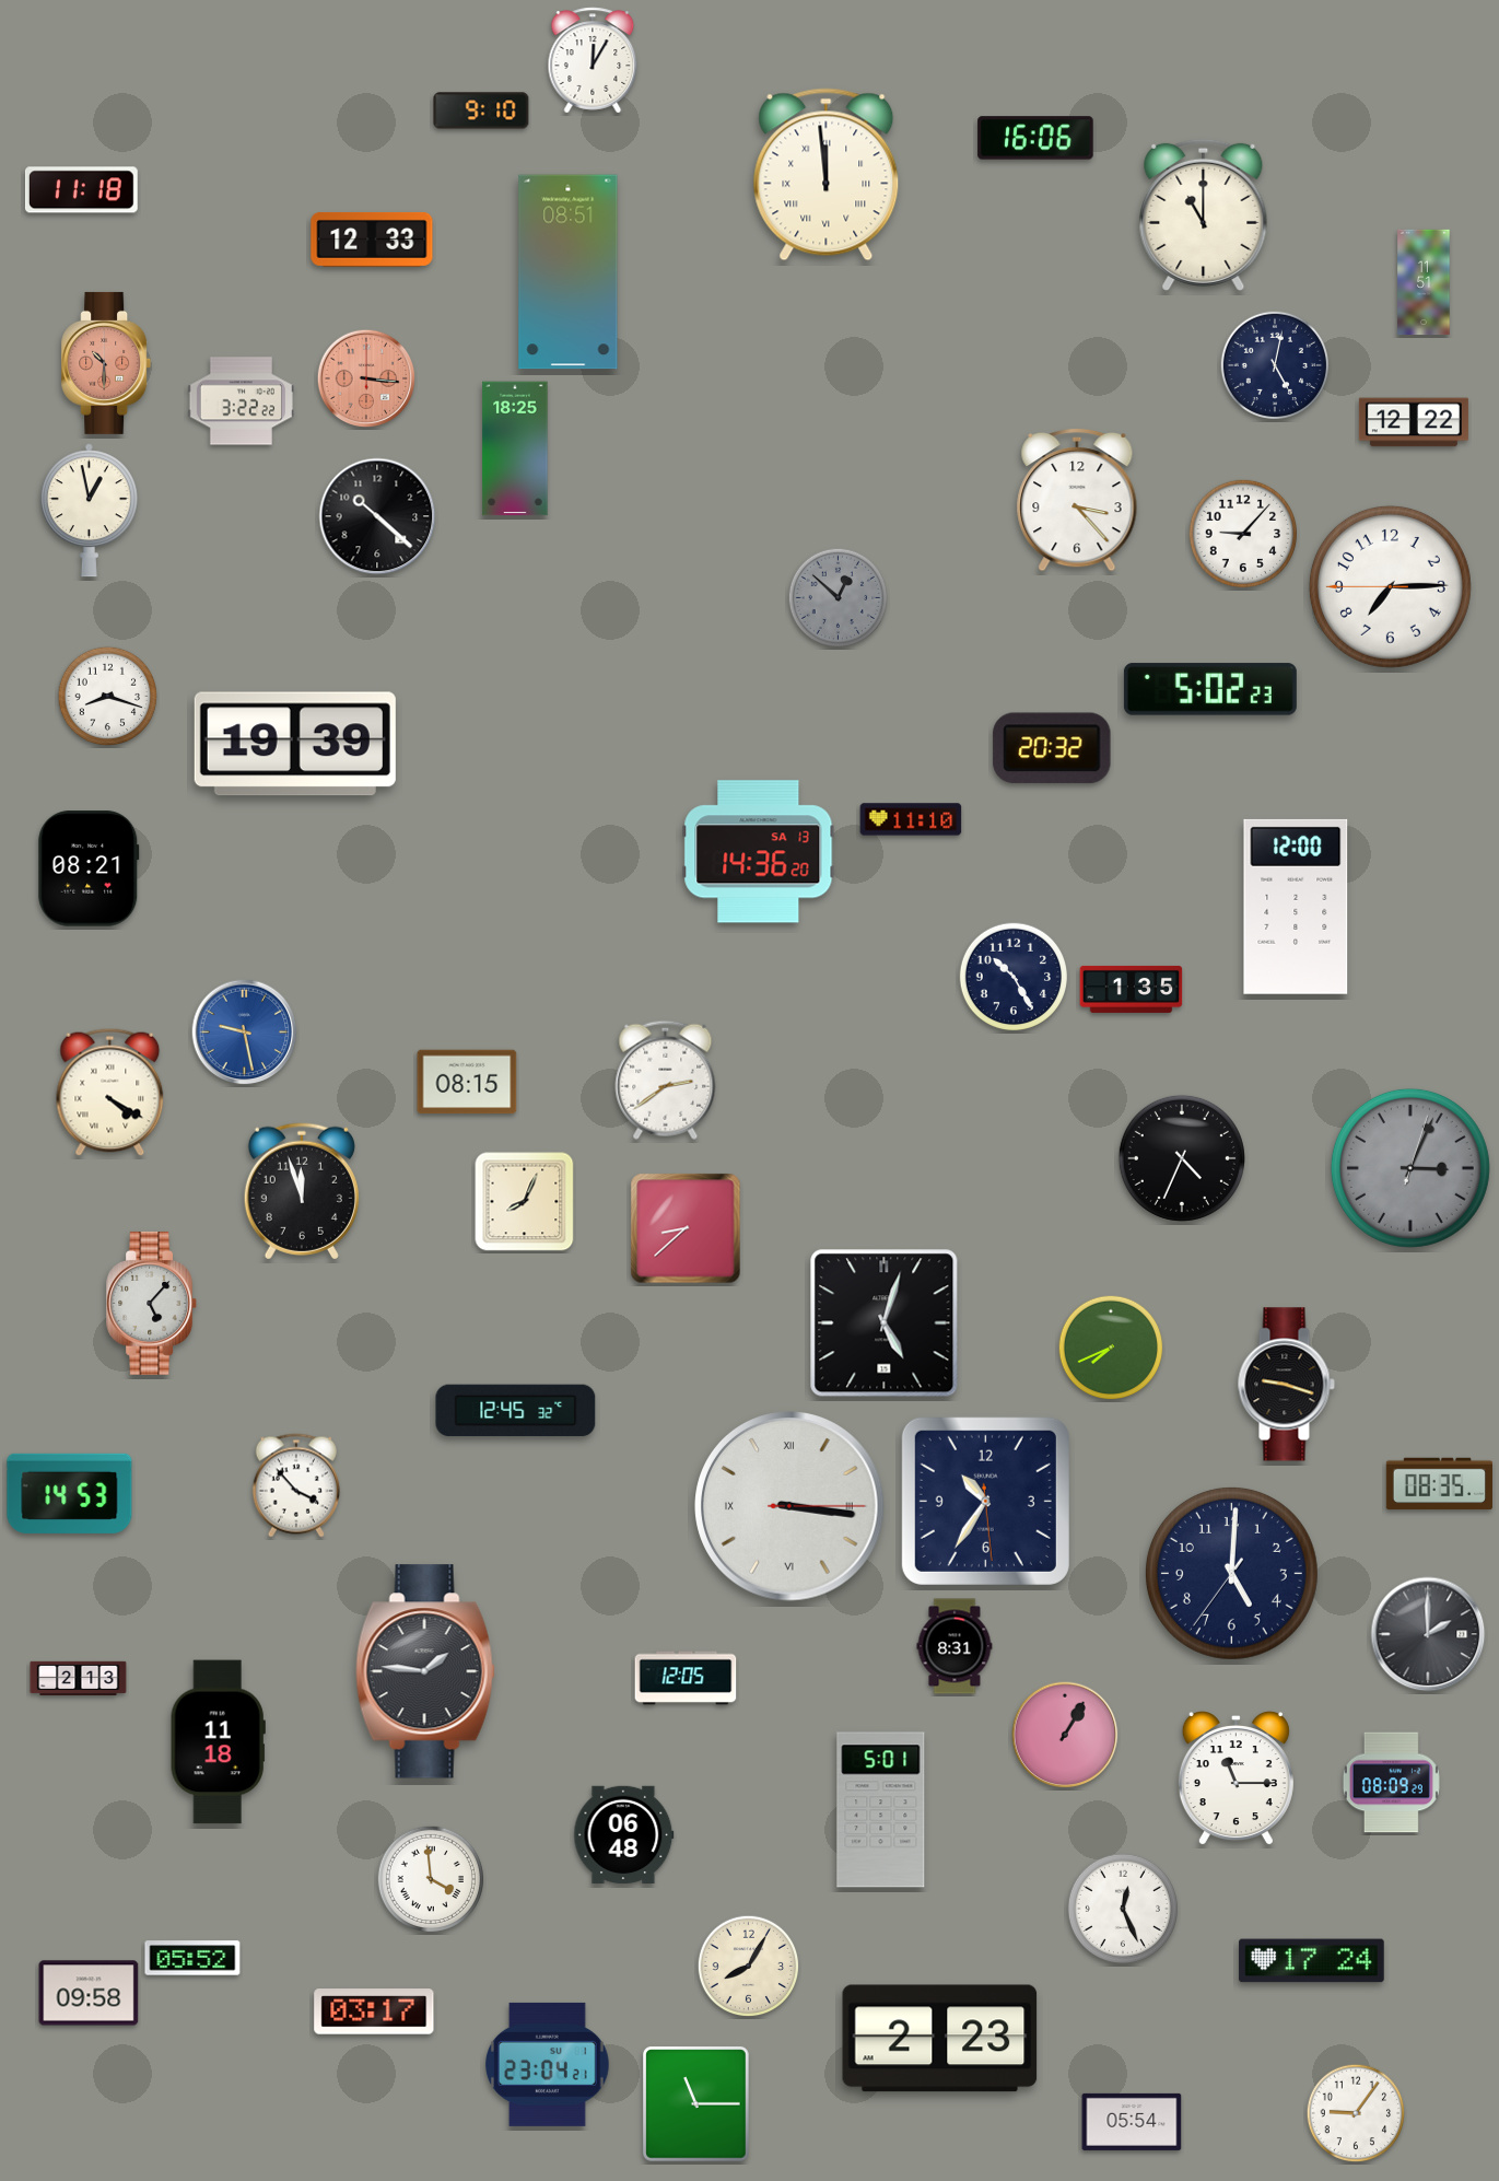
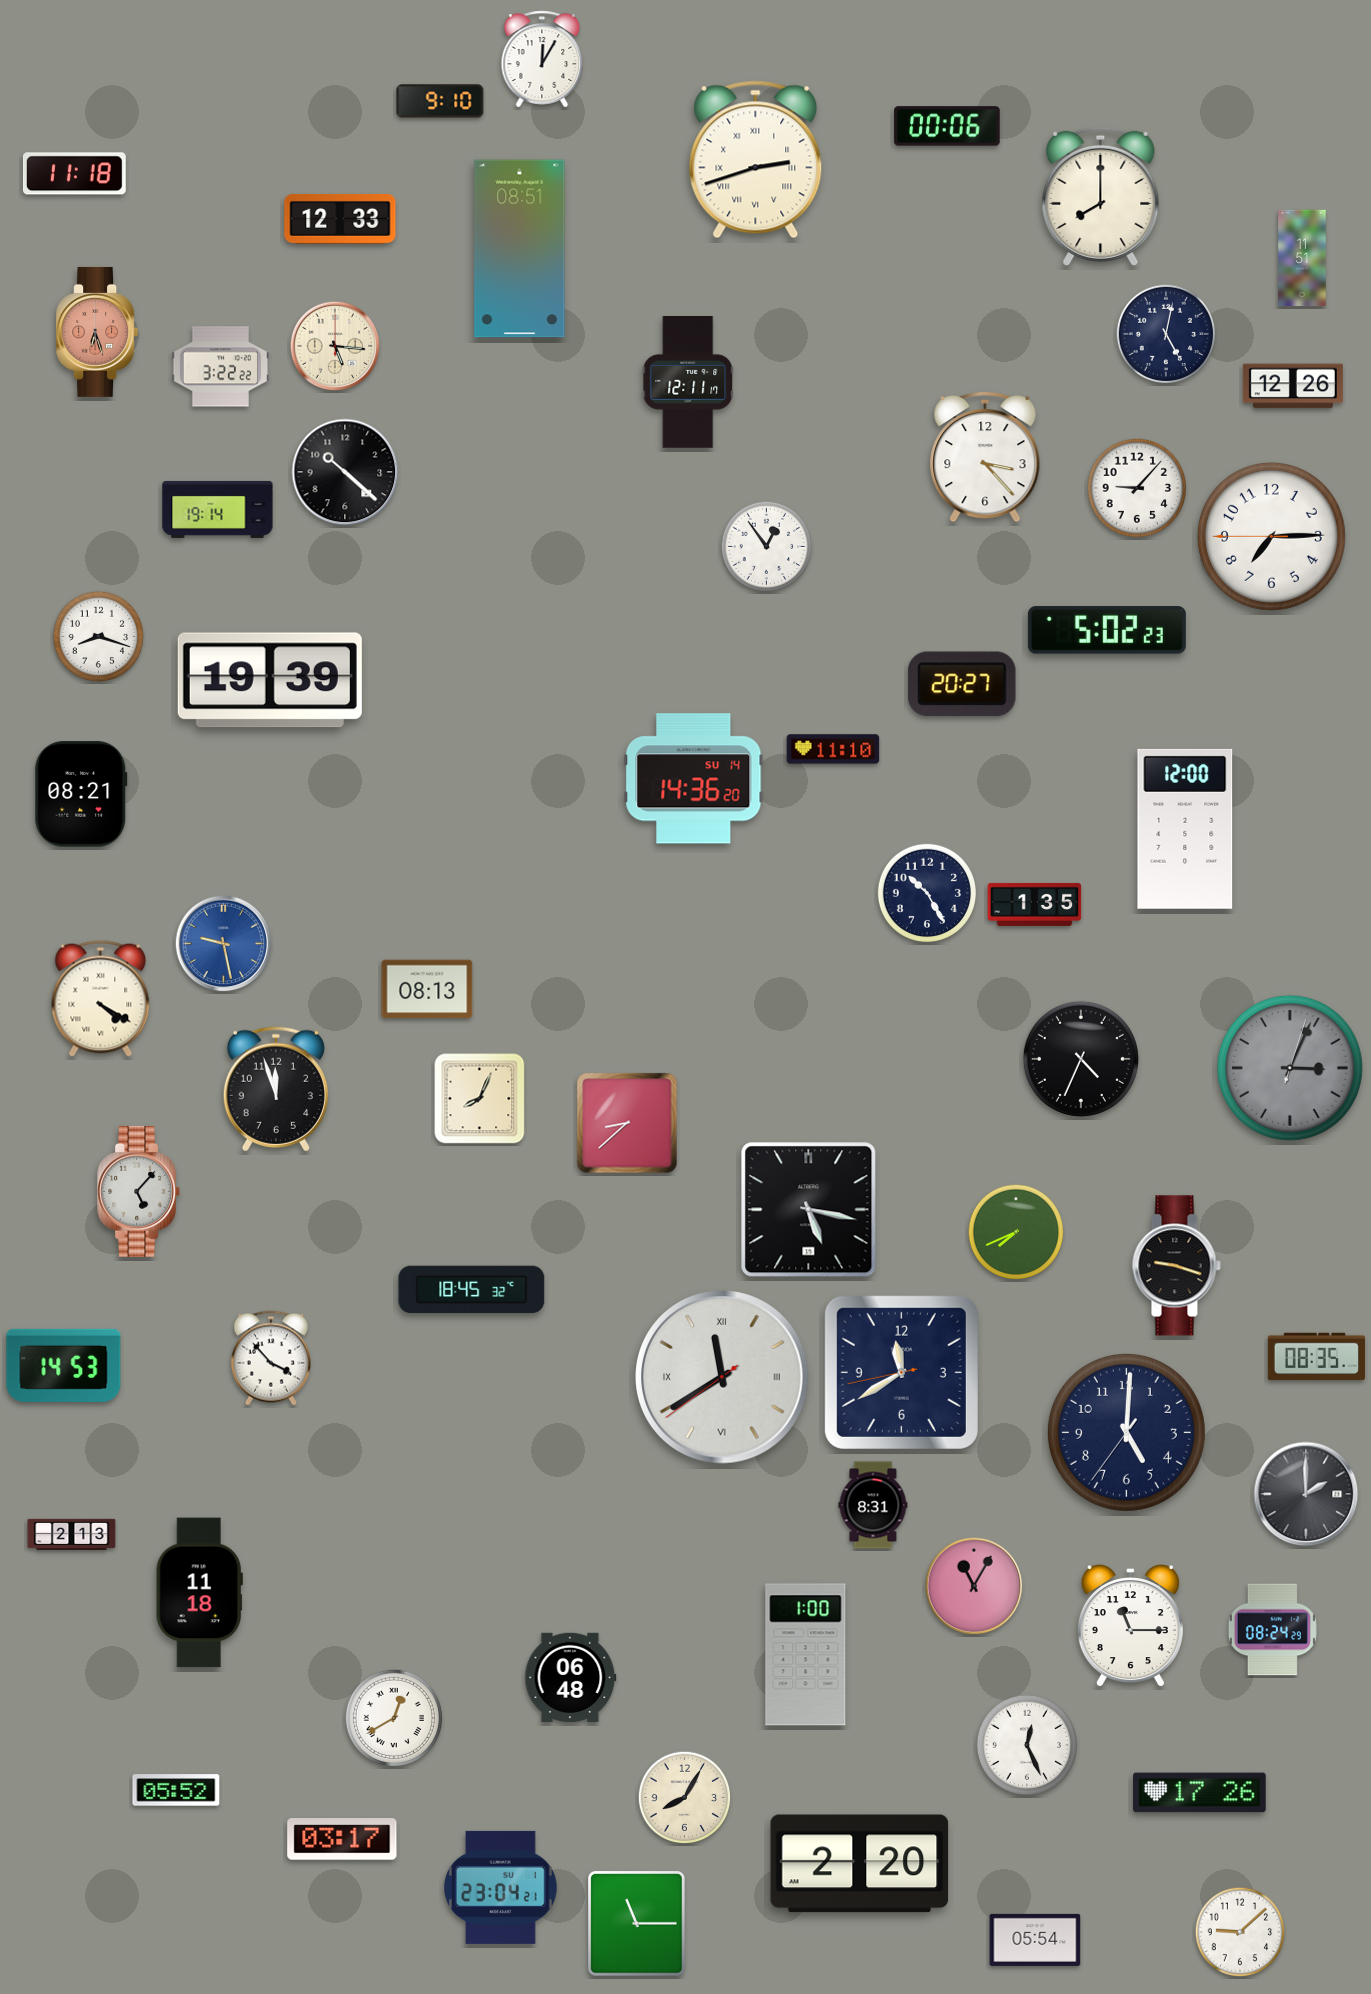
clock at (593, 60) position: (593, 60) -> (542, 59)
clock at (1035, 138): 16:06 -> 00:06
clock at (827, 175): 11:59 -> 2:42
clock at (1204, 214): 11:00 -> 8:00
clock at (106, 363): 10:30 -> 6:27
clock at (366, 378): 3:16 -> 5:16
clock at (366, 378) dial: salmon -> cream
clock at (688, 383): none -> 12:11
clock at (1414, 422): 12:22 -> 12:26
clock at (515, 448): 18:25 -> none
clock at (89, 511): 12:58 -> none
clock at (218, 509): none -> 19:14
clock at (839, 598): 12:52 -> 12:54
clock at (839, 598) dial: grey -> white
clock at (1052, 748): 20:32 -> 20:27
clock at (759, 852) date: SA 13 -> SU 14
clock at (666, 1080): 2:39 -> none
clock at (467, 1082): 08:15 -> 08:13
clock at (885, 1323): 5:03 -> 5:17
clock at (516, 1411): 12:45 -> 18:45
clock at (985, 1501): 10:35 -> 11:39
clock at (789, 1506): 3:16 -> 11:39
clock at (1231, 1573) position: (1231, 1573) -> (1126, 1432)
clock at (425, 1671): 1:46 -> none
clock at (686, 1678): 12:05 -> none
clock at (1065, 1735): 1:05 -> 11:05
clock at (1391, 1783): 08:09 -> 08:24
clock at (881, 1810): 5:01 -> 1:00
clock at (430, 1878): 3:59 -> 12:40
clock at (1312, 1961): 17:24 -> 17:26
clock at (89, 1993): 09:58 -> none
clock at (940, 2039): 2:23 -> 2:20
clock at (1356, 2113): 9:06 -> 9:08
